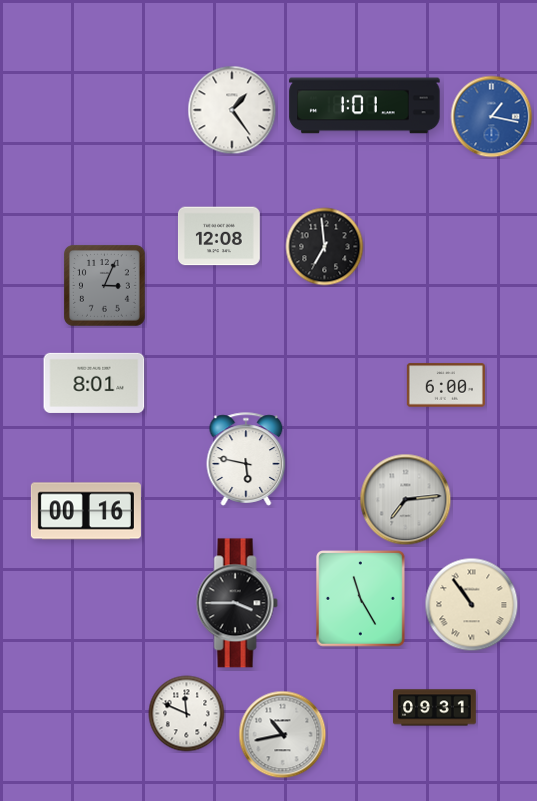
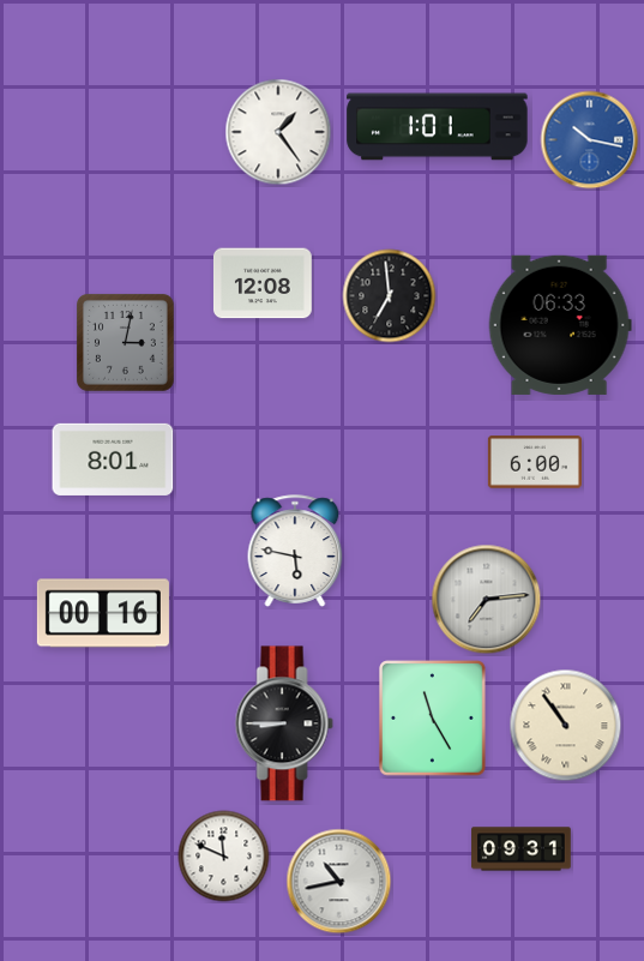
clock at (492, 117): 1:17 -> 10:17
clock at (560, 325): none -> 06:33
clock at (105, 286): 3:04 -> 3:02
clock at (237, 603): 3:45 -> 8:45
